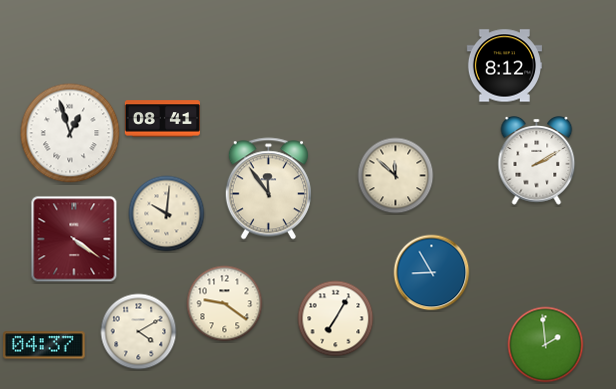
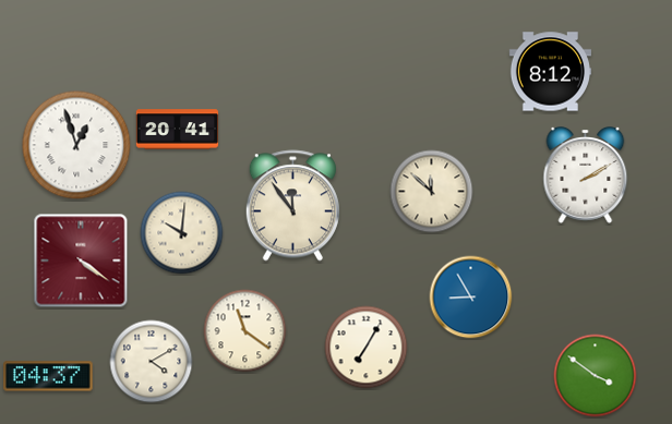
clock at (162, 119): 08:41 -> 20:41
clock at (225, 304): 9:21 -> 11:21
clock at (546, 345): 1:59 -> 3:51
